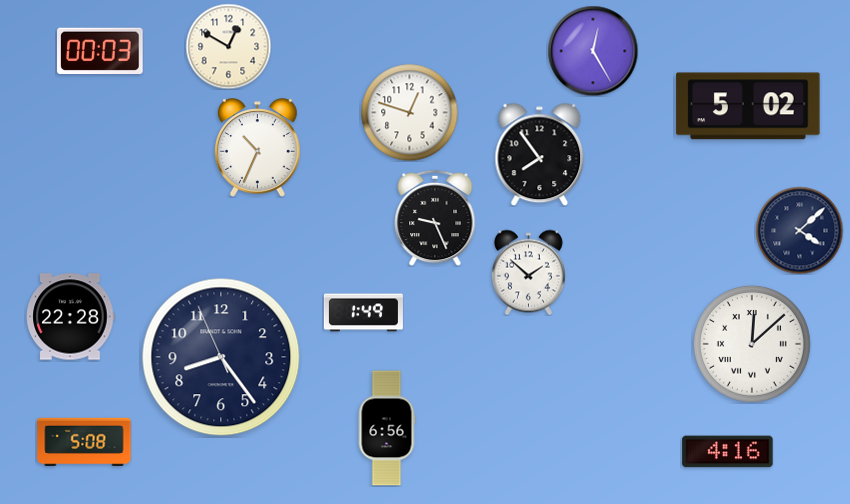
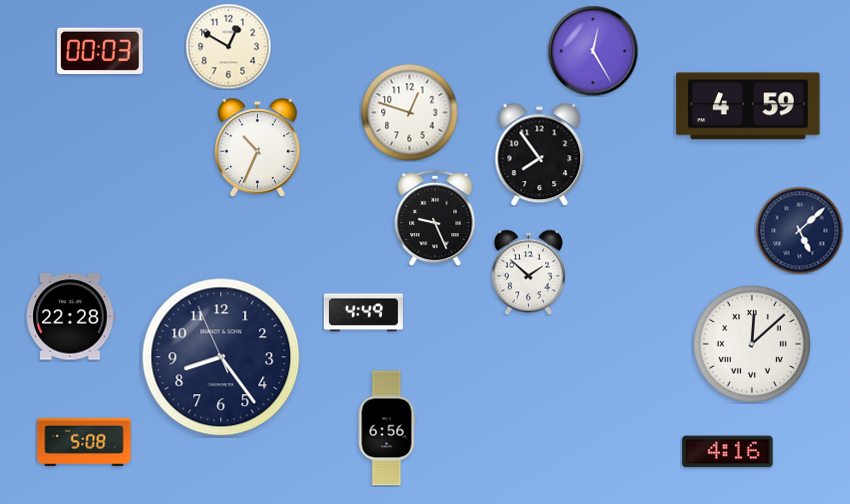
clock at (748, 106): 5:02 -> 4:59
clock at (799, 230): 4:08 -> 5:08
clock at (363, 313): 1:49 -> 4:49
